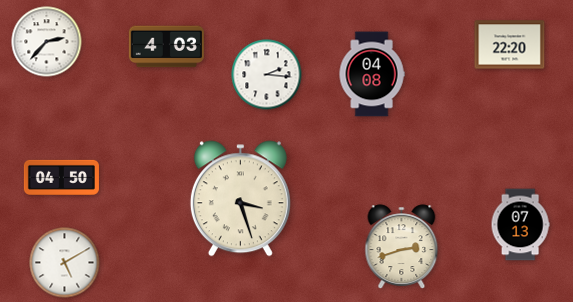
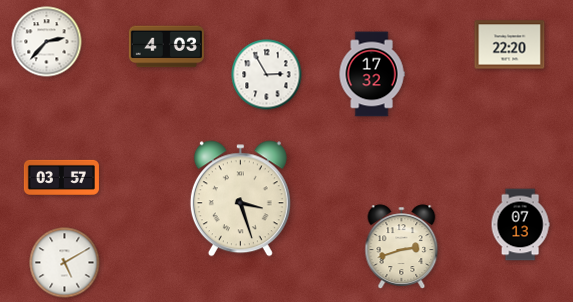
clock at (372, 74): 04:08 -> 17:32
clock at (267, 75): 2:16 -> 2:55
clock at (61, 177): 04:50 -> 03:57
